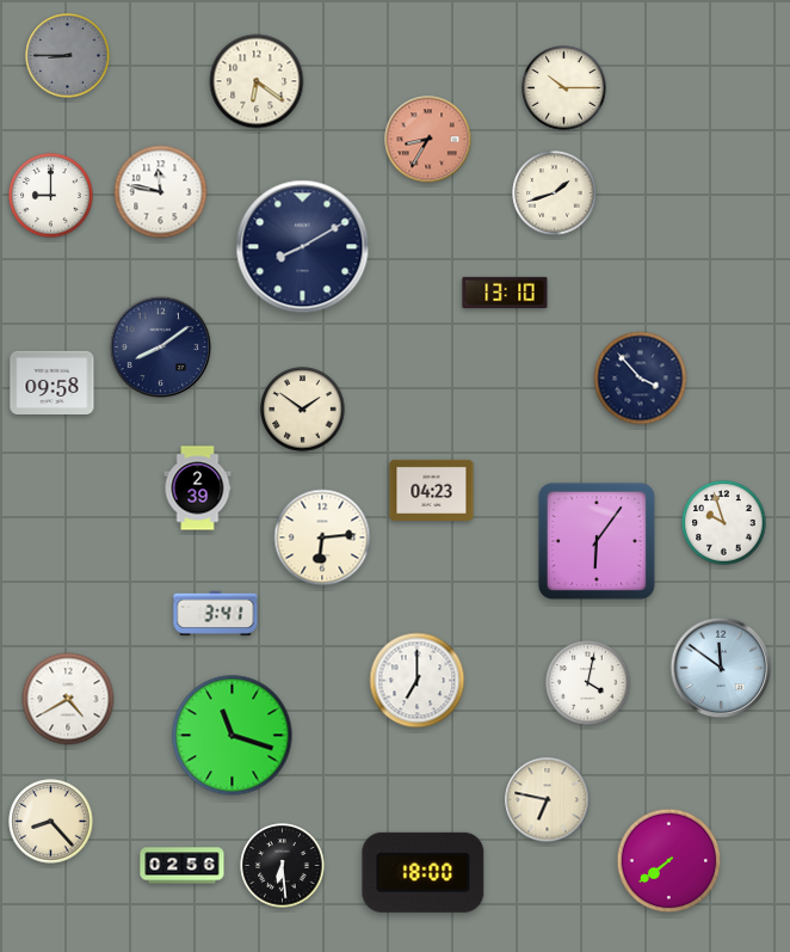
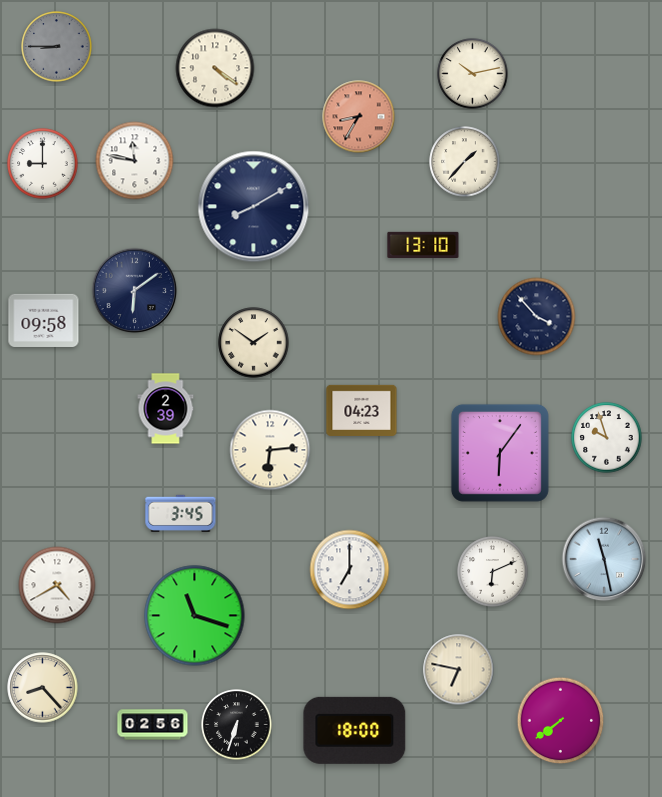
clock at (257, 81): 6:21 -> 4:21
clock at (564, 88): 10:15 -> 10:13
clock at (555, 194): 1:42 -> 1:37
clock at (161, 348): 8:09 -> 6:09
clock at (216, 613): 3:41 -> 3:45
clock at (721, 668): 11:51 -> 11:28
clock at (588, 683): 4:02 -> 6:11
clock at (283, 866): 6:29 -> 6:33
